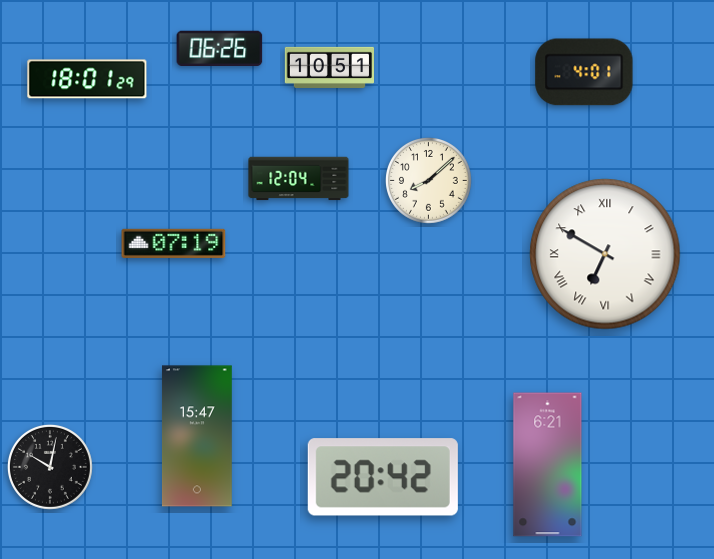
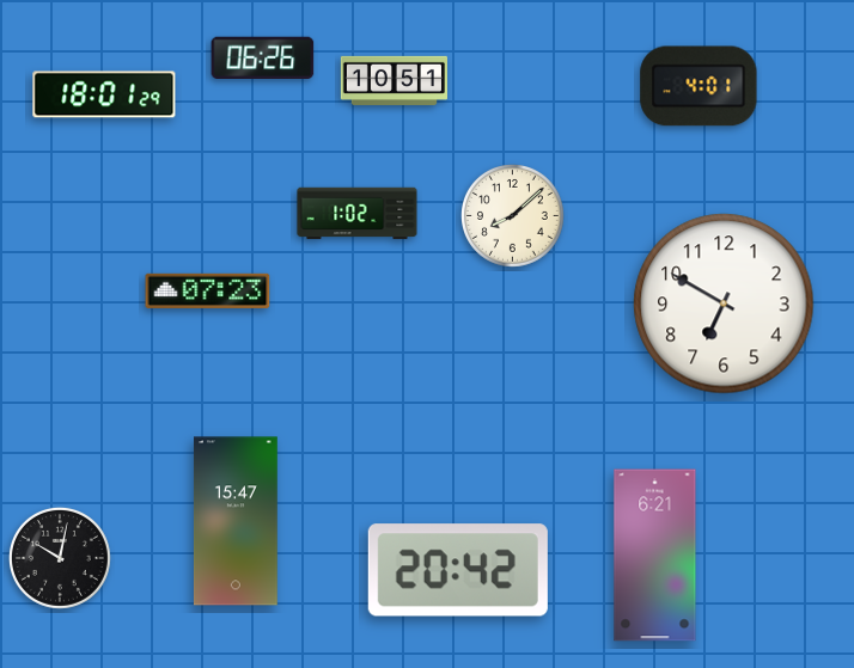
clock at (299, 179): 12:04 -> 1:02
clock at (174, 243): 07:19 -> 07:23
clock at (605, 254) numerals: Roman -> Arabic
